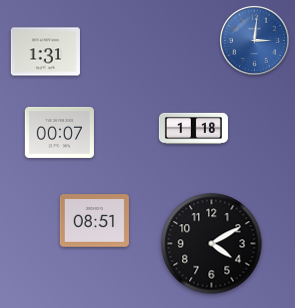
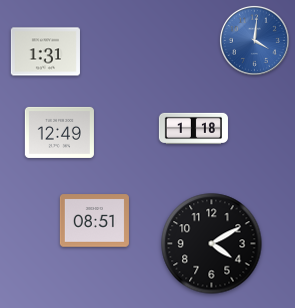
clock at (254, 40): 3:01 -> 4:01
clock at (59, 132): 00:07 -> 12:49
